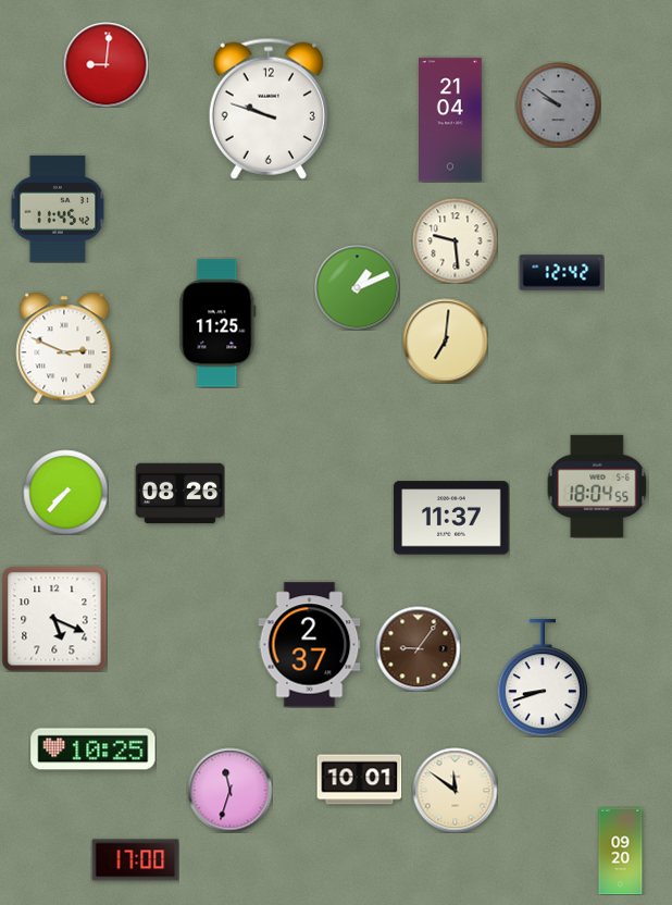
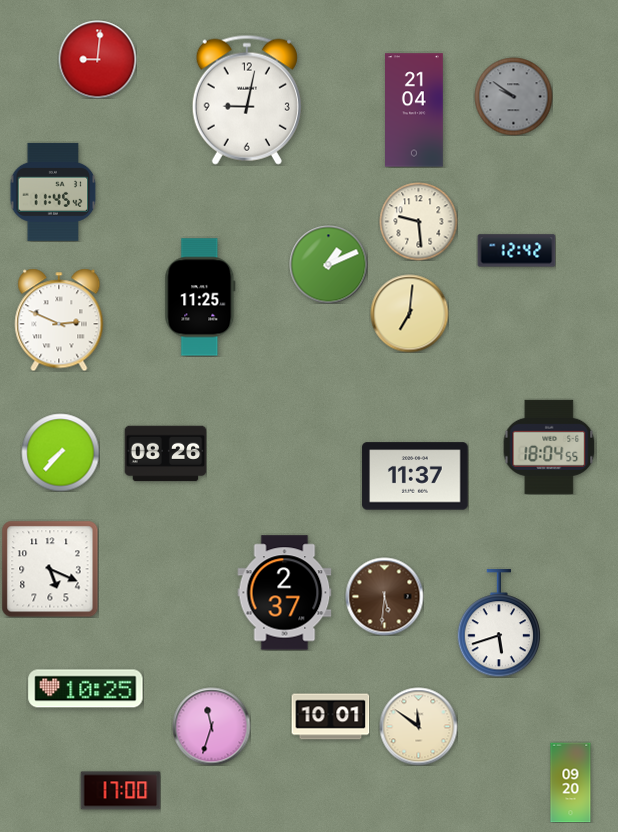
clock at (269, 109): 9:48 -> 9:02
clock at (418, 648): 9:06 -> 5:31
clock at (543, 678): 8:42 -> 5:42
clock at (135, 860) position: (135, 860) -> (120, 791)
